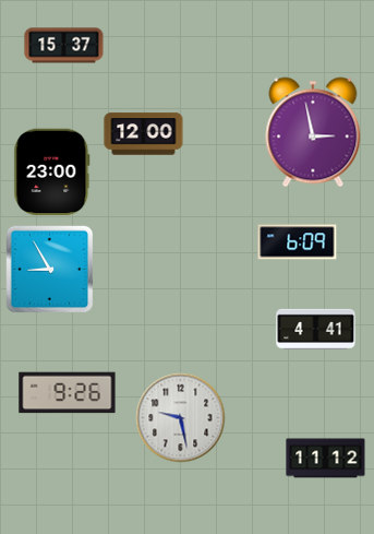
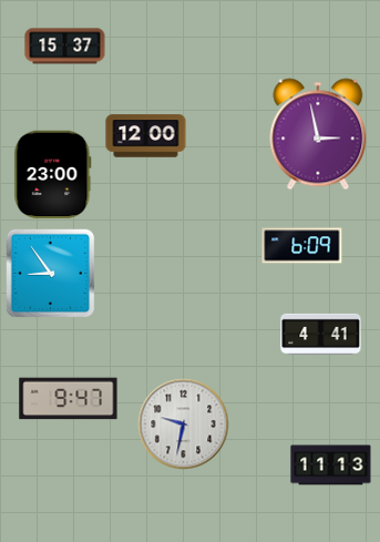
clock at (50, 270): 8:55 -> 8:54
clock at (68, 393): 9:26 -> 9:47
clock at (181, 418): 9:28 -> 9:32
clock at (326, 459): 11:12 -> 11:13
